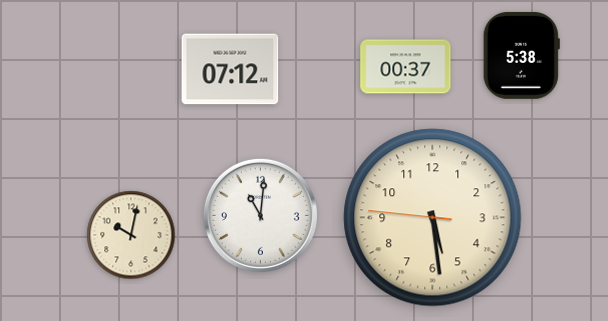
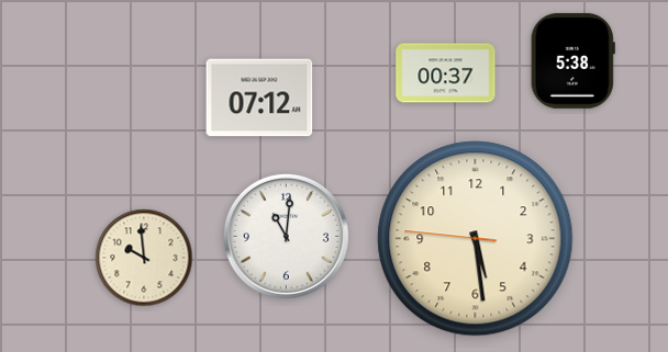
clock at (230, 69) position: (230, 69) -> (259, 98)
clock at (131, 235): 10:02 -> 9:59
